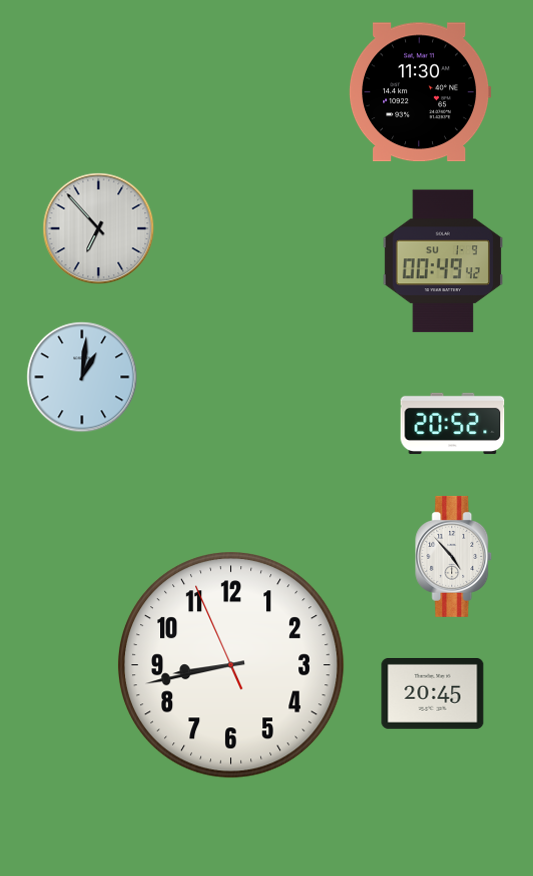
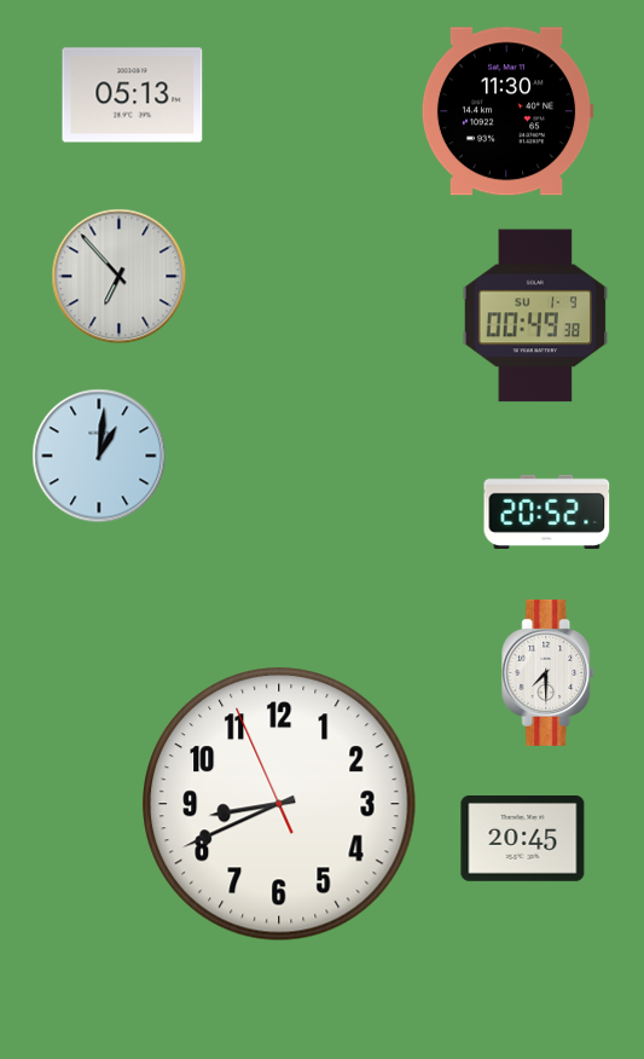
clock at (133, 96): none -> 05:13
clock at (443, 261): 00:49:42 -> 00:49:38
clock at (454, 556): 4:53 -> 7:30
clock at (231, 665): 8:42 -> 8:40
